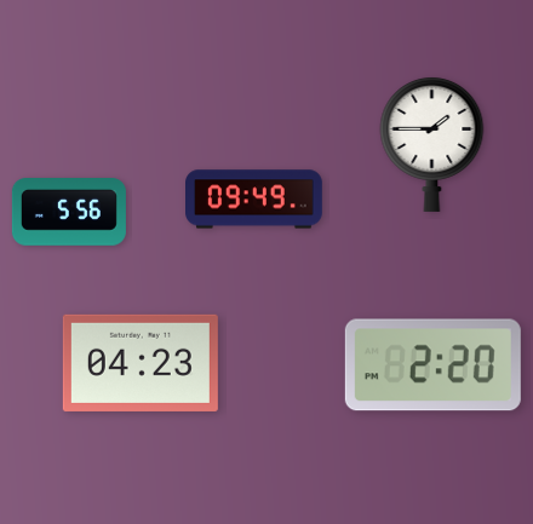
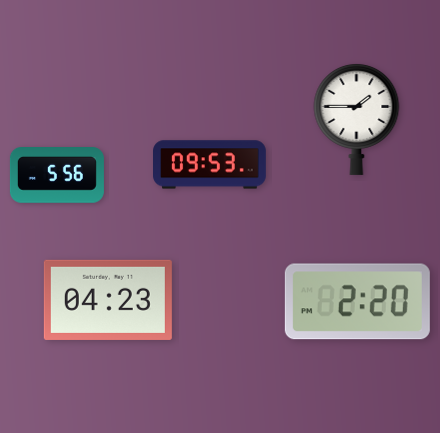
clock at (254, 200): 09:49 -> 09:53
clock at (141, 363) position: (141, 363) -> (108, 300)
